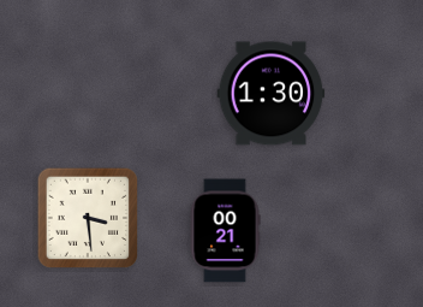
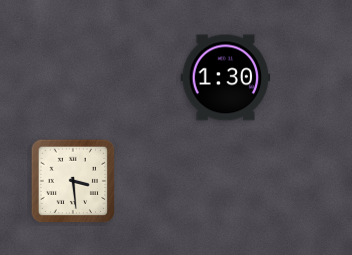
clock at (225, 231): 00:21 -> none
